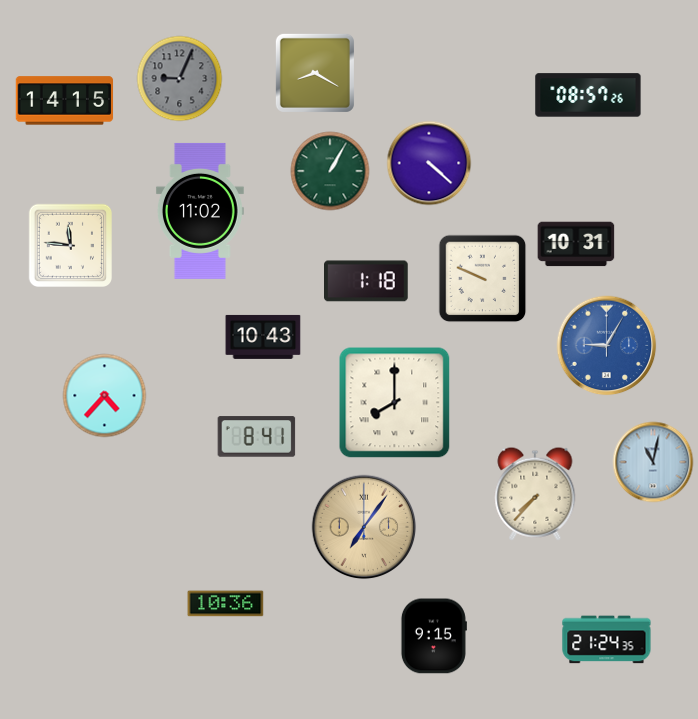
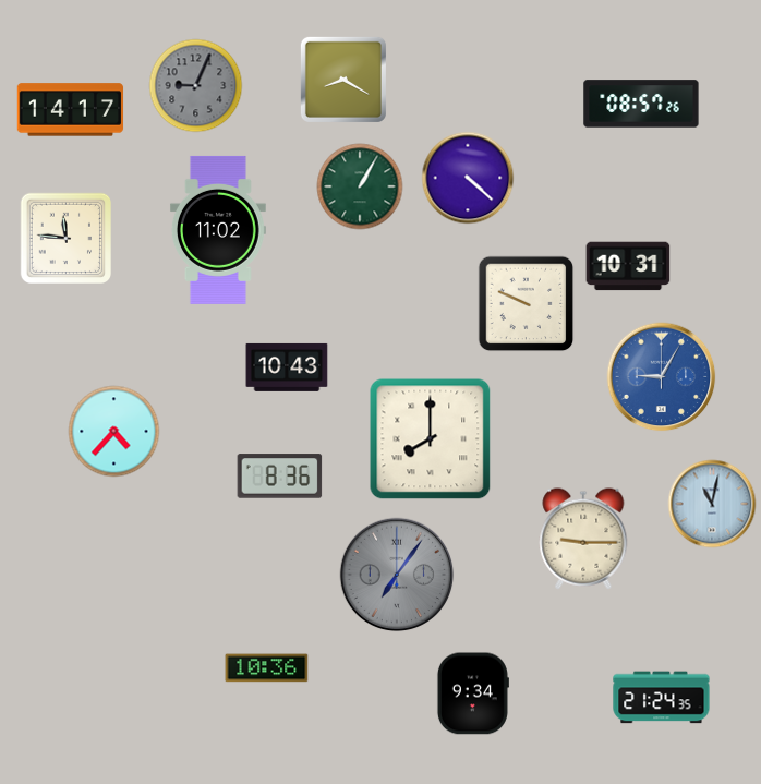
clock at (65, 101): 14:15 -> 14:17
clock at (70, 245) position: (70, 245) -> (65, 238)
clock at (367, 281): 1:18 -> none
clock at (257, 437): 8:41 -> 8:36
clock at (535, 494): 7:37 -> 9:15
clock at (364, 527) dial: champagne -> grey
clock at (226, 604) position: (226, 604) -> (267, 668)
clock at (433, 636): 9:15 -> 9:34
